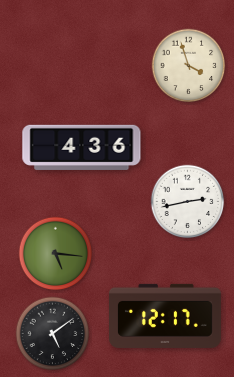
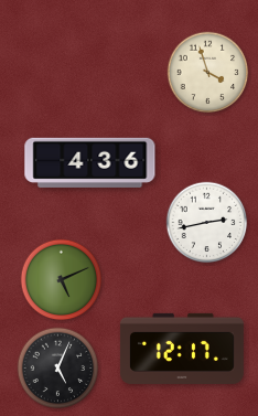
clock at (56, 254): 5:16 -> 5:11
clock at (53, 334): 5:09 -> 5:04
